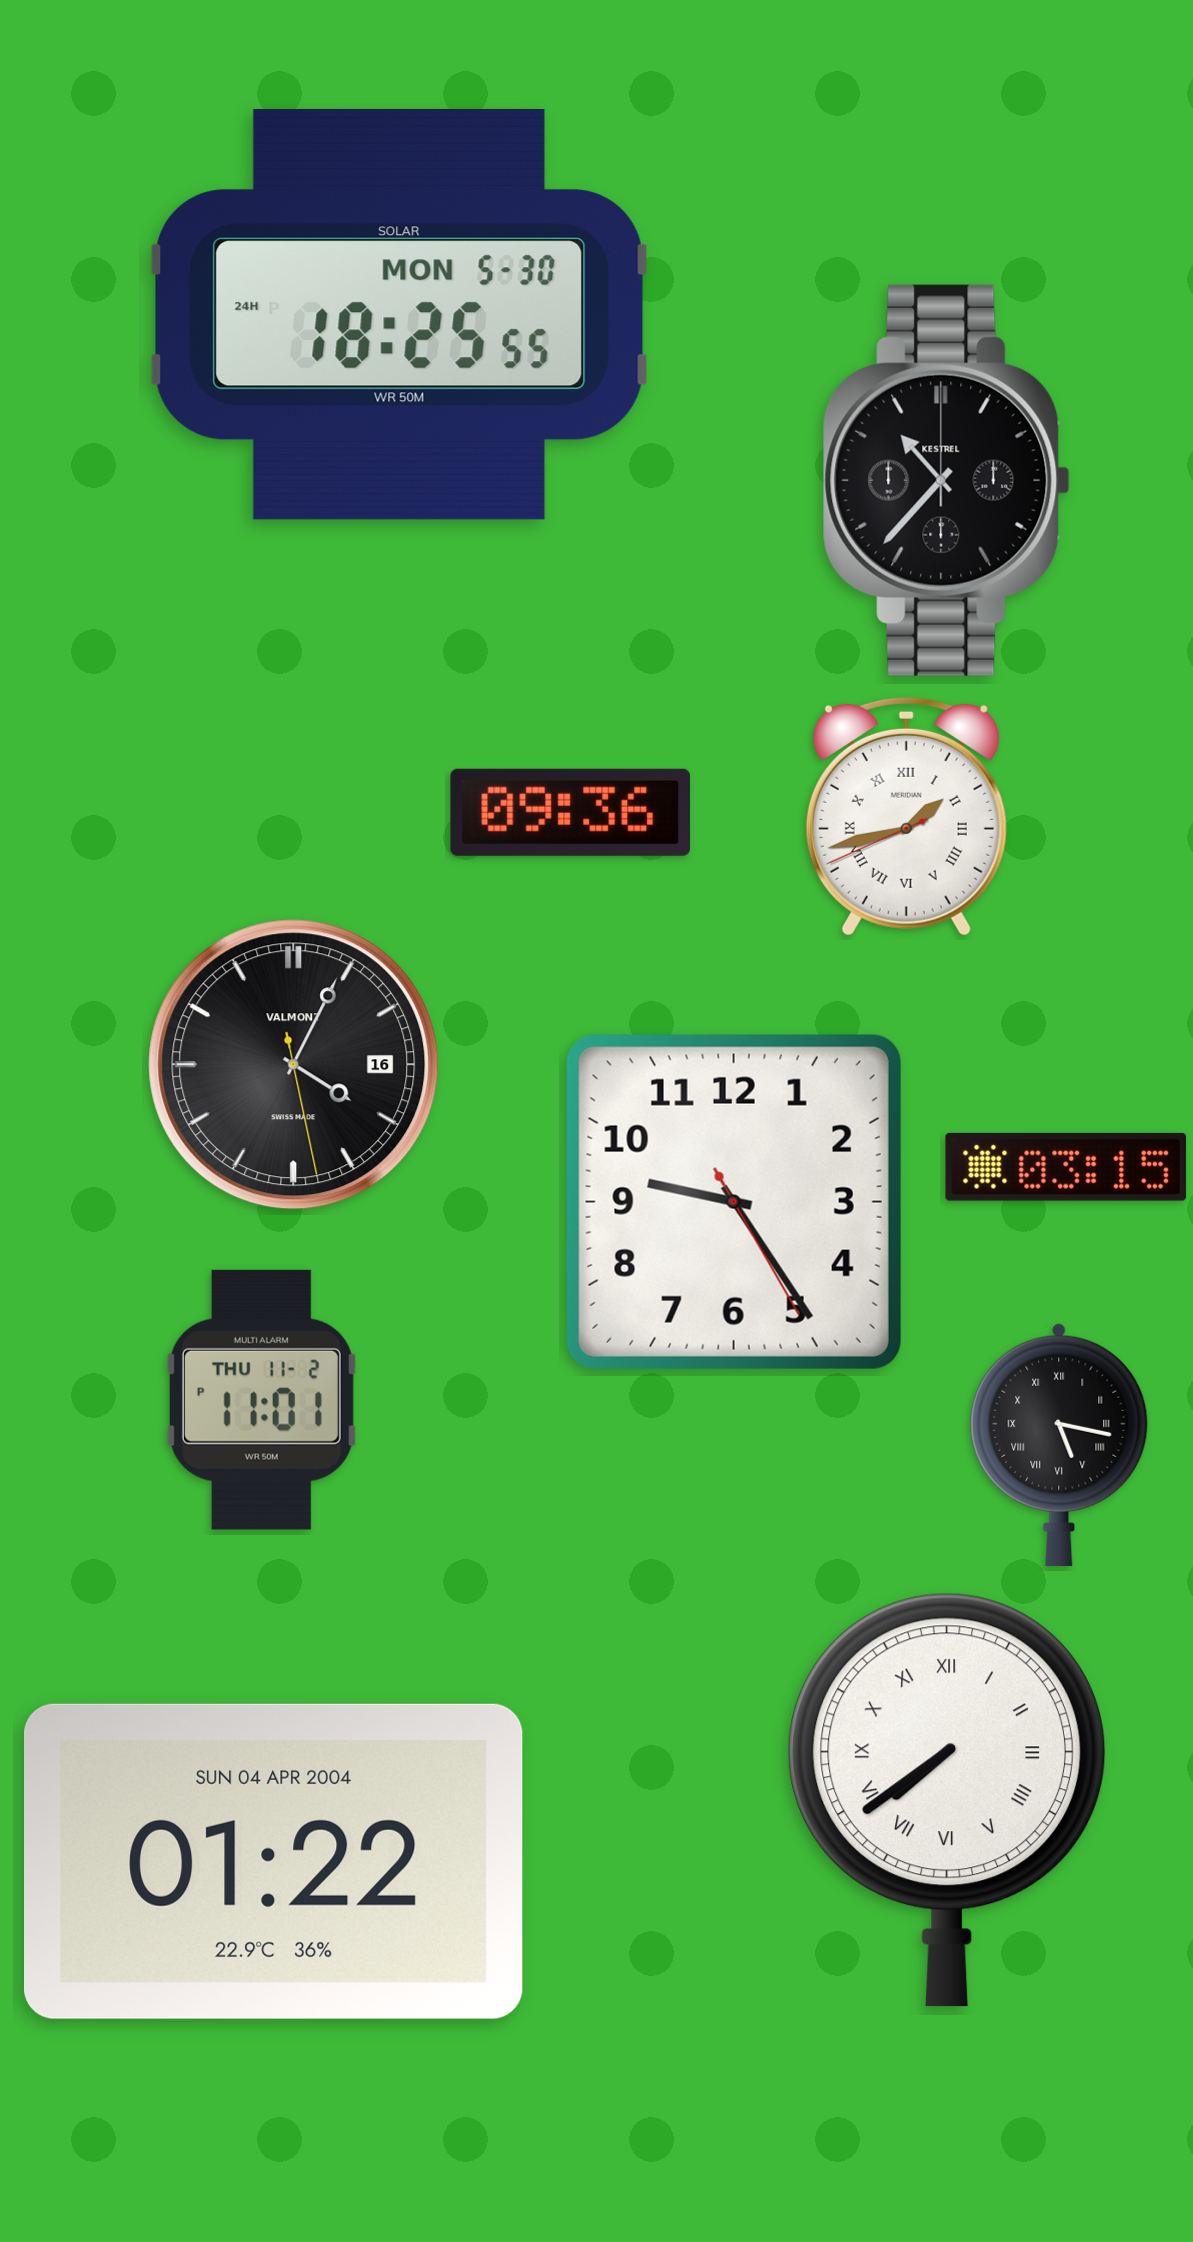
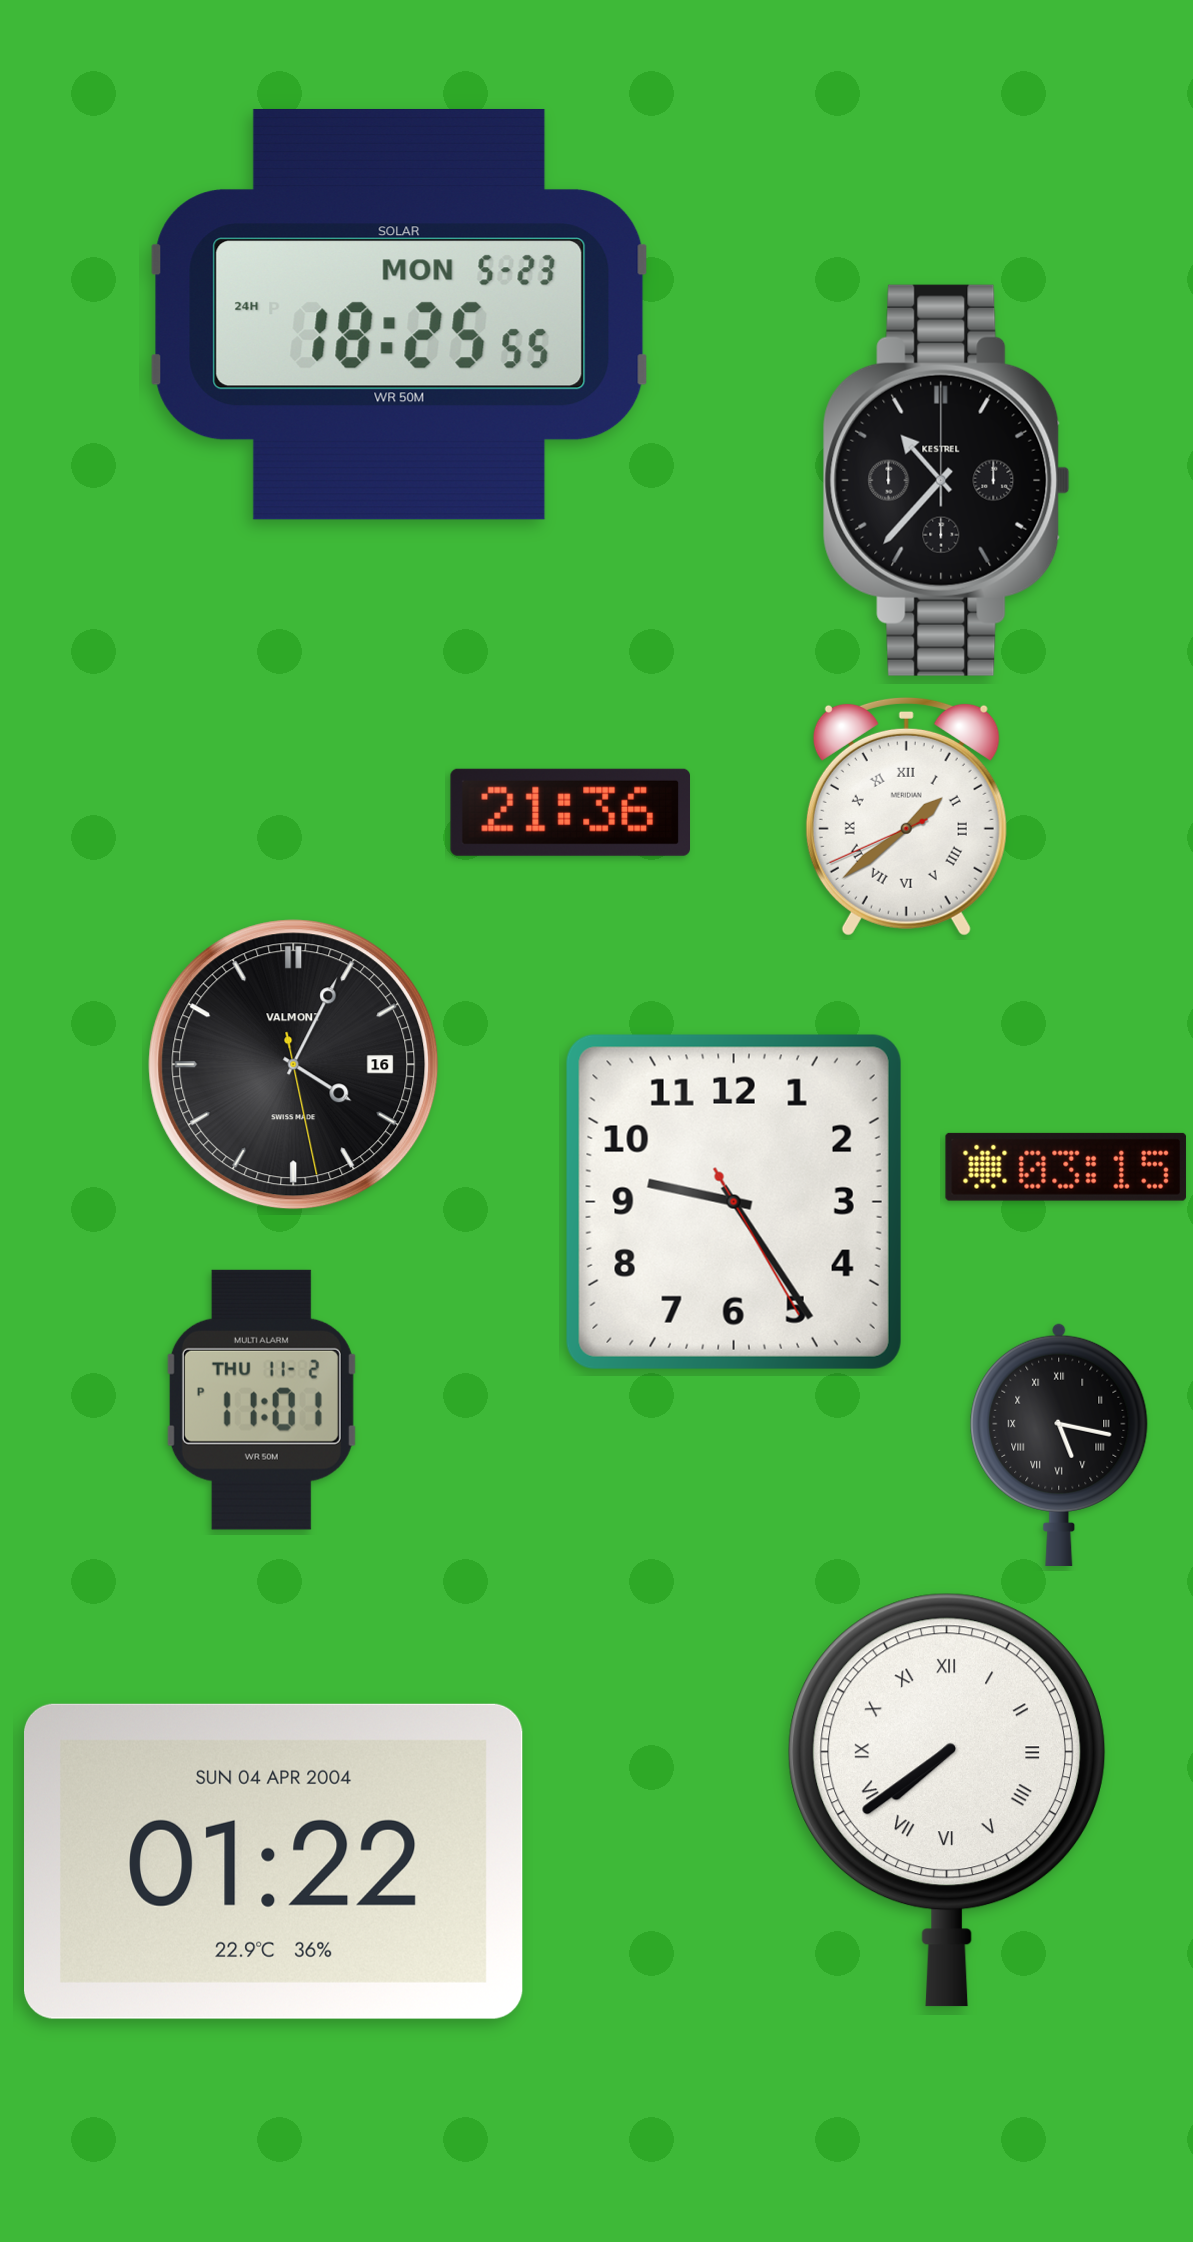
clock at (399, 314) date: MON 5-30 -> MON 5-23
clock at (570, 812): 09:36 -> 21:36
clock at (906, 816): 1:42 -> 1:38
